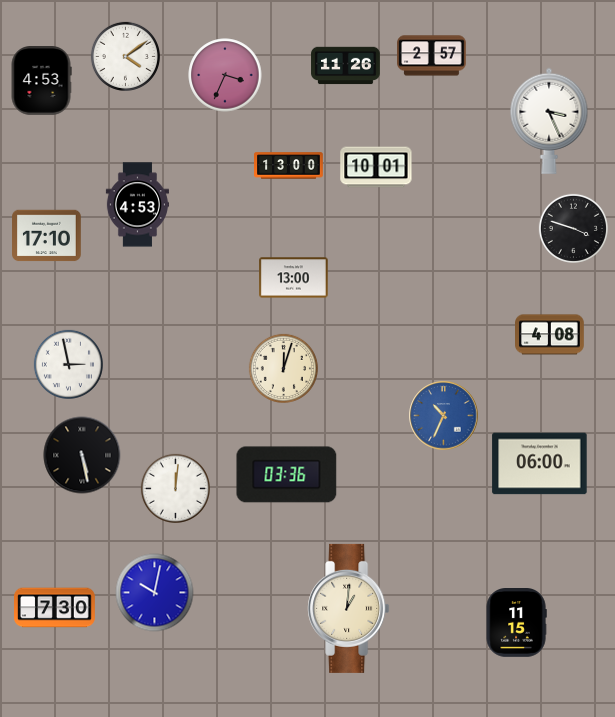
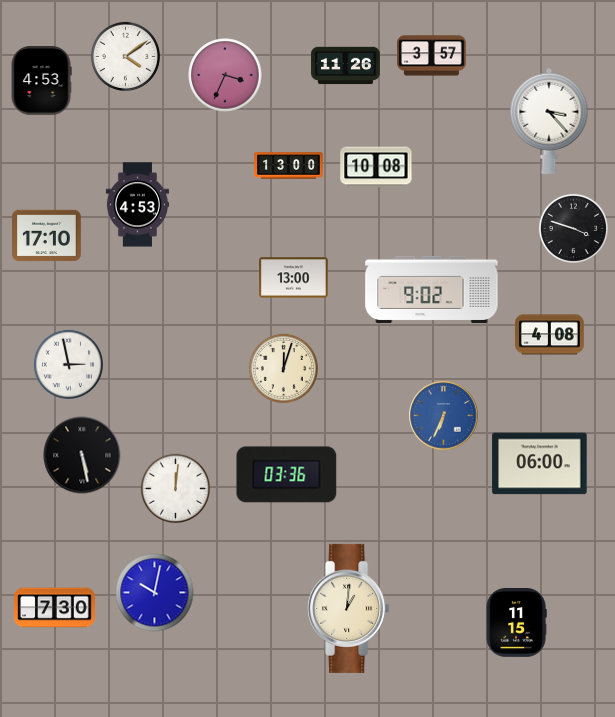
clock at (432, 56): 2:57 -> 3:57
clock at (549, 121): 3:26 -> 3:23
clock at (376, 167): 10:01 -> 10:08
clock at (432, 289): none -> 9:02
clock at (444, 416): 10:34 -> 6:34
